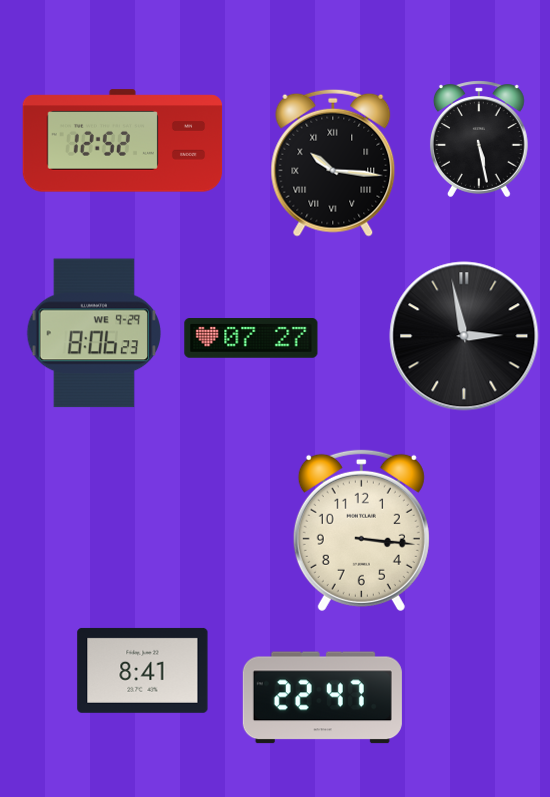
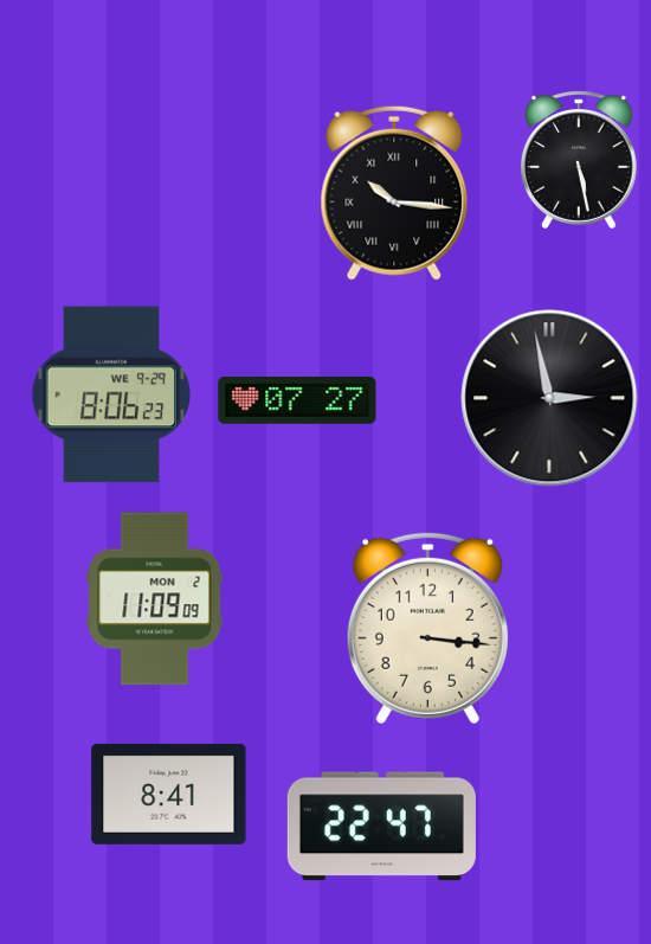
clock at (479, 139) position: (479, 139) -> (579, 160)
clock at (123, 141): 12:52 -> none
clock at (155, 599): none -> 11:09
